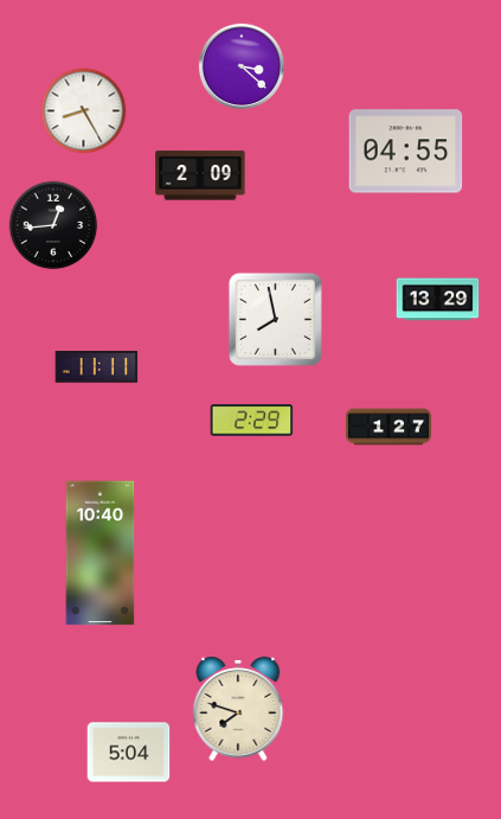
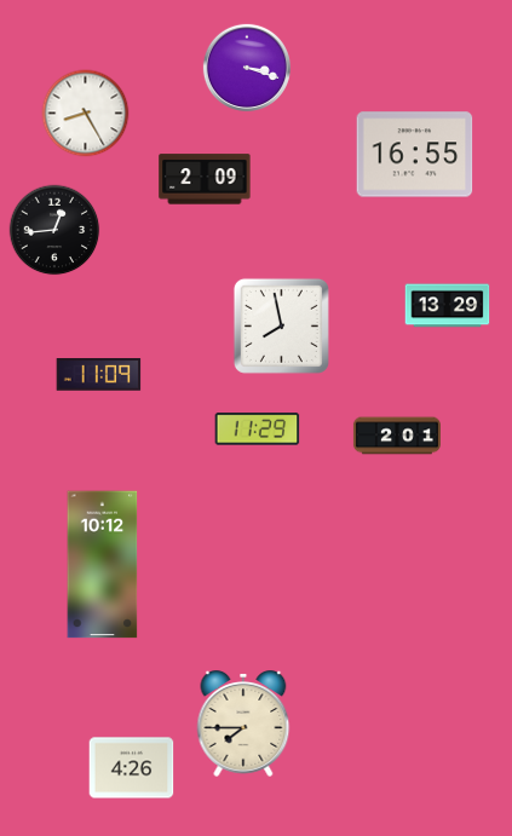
clock at (242, 66): 3:22 -> 3:18
clock at (406, 152): 04:55 -> 16:55
clock at (97, 367): 11:11 -> 11:09
clock at (252, 421): 2:29 -> 11:29
clock at (388, 427): 1:27 -> 2:01
clock at (101, 554): 10:40 -> 10:12
clock at (238, 710): 7:48 -> 7:45
clock at (129, 753): 5:04 -> 4:26
